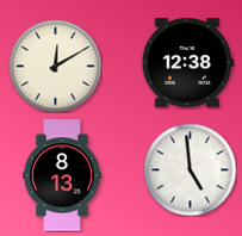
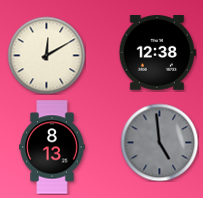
clock at (190, 169) dial: white -> grey
